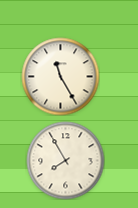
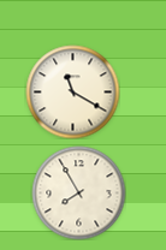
clock at (60, 76): 11:25 -> 11:20
